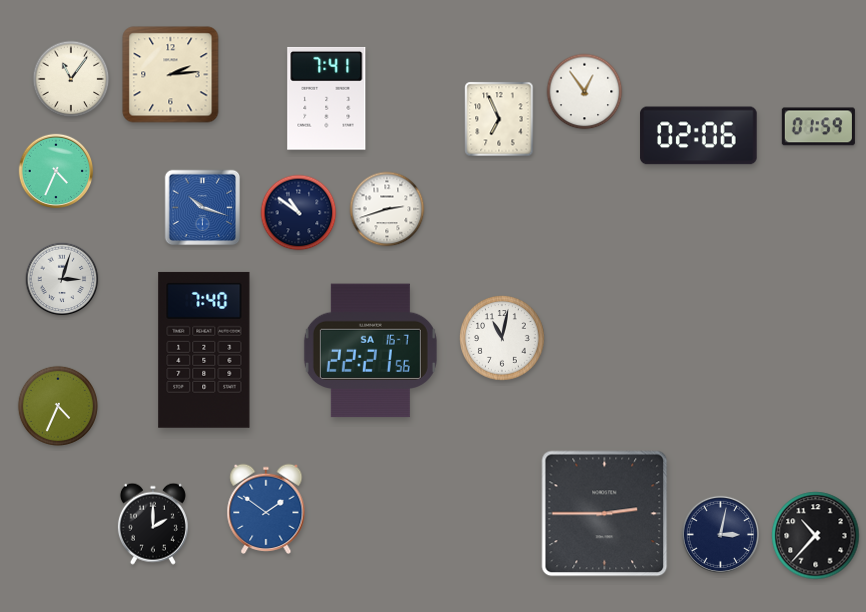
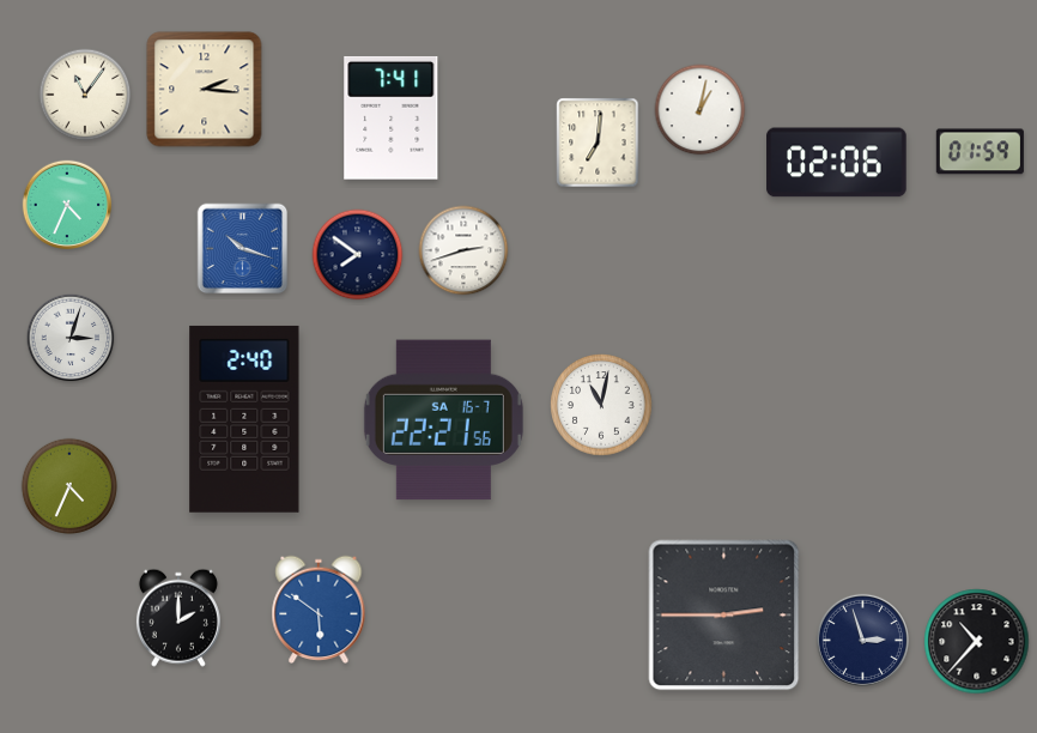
clock at (171, 75): 2:14 -> 2:16
clock at (585, 92): 12:54 -> 1:02
clock at (499, 119): 6:56 -> 7:01
clock at (299, 213): 10:51 -> 7:51
clock at (62, 279) position: (62, 279) -> (71, 338)
clock at (204, 350): 7:40 -> 2:40
clock at (266, 508): 1:51 -> 5:51
clock at (153, 524) position: (153, 524) -> (178, 618)
clock at (720, 534): 3:02 -> 2:57
